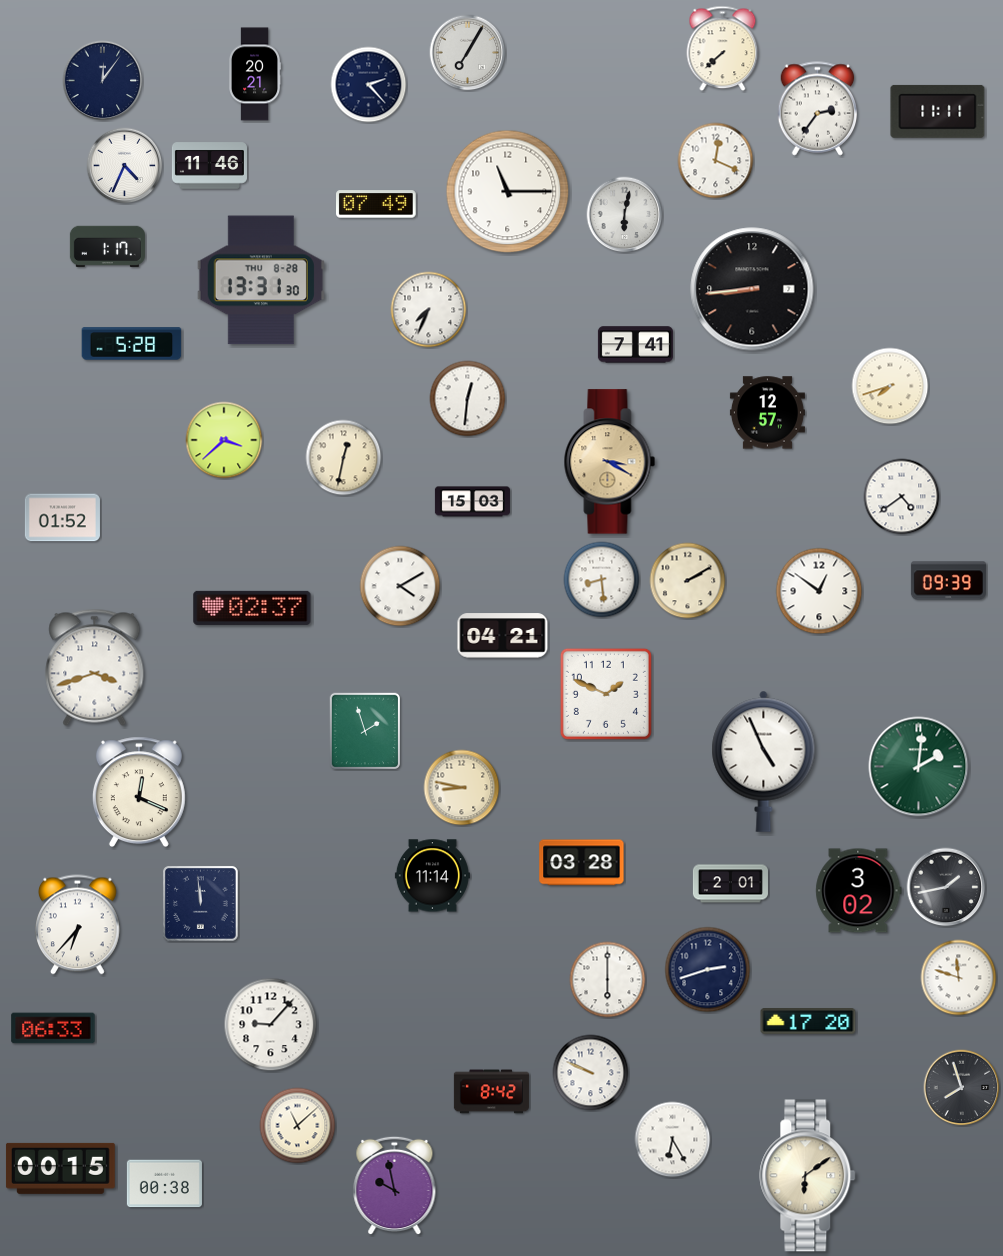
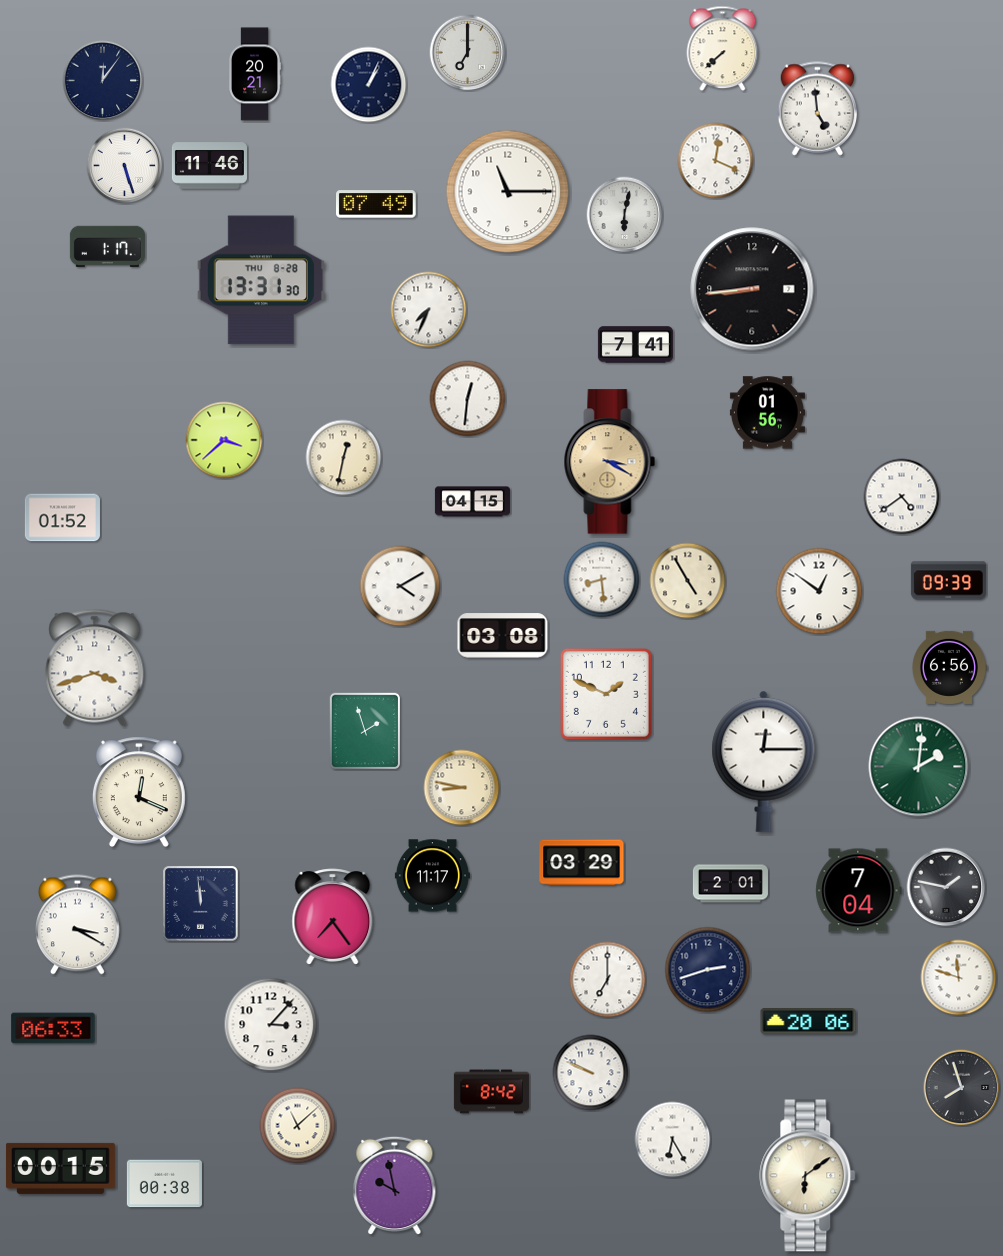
clock at (468, 53): 7:05 -> 7:00
clock at (369, 85): 2:23 -> 1:04
clock at (818, 109): 2:36 -> 4:59
clock at (938, 111): 11:11 -> none
clock at (125, 166): 4:34 -> 5:27
clock at (132, 344): 5:28 -> none
clock at (890, 386): 7:42 -> none
clock at (767, 413): 12:57 -> 01:56
clock at (472, 502): 15:03 -> 04:15
clock at (688, 581): 2:10 -> 4:55
clock at (252, 608): 02:37 -> none
clock at (503, 636): 04:21 -> 03:08
clock at (949, 667): none -> 6:56
clock at (764, 761): 4:56 -> 12:15
clock at (582, 863): 03:28 -> 03:29
clock at (432, 876): 11:14 -> 11:17
clock at (946, 887): 1:43 -> 1:47
clock at (859, 891): 3:02 -> 7:04
clock at (333, 917): none -> 7:24
clock at (78, 925): 6:37 -> 3:20
clock at (608, 980): 6:00 -> 7:00
clock at (808, 1022): 17:20 -> 20:06
clock at (271, 1025): 9:07 -> 3:07
